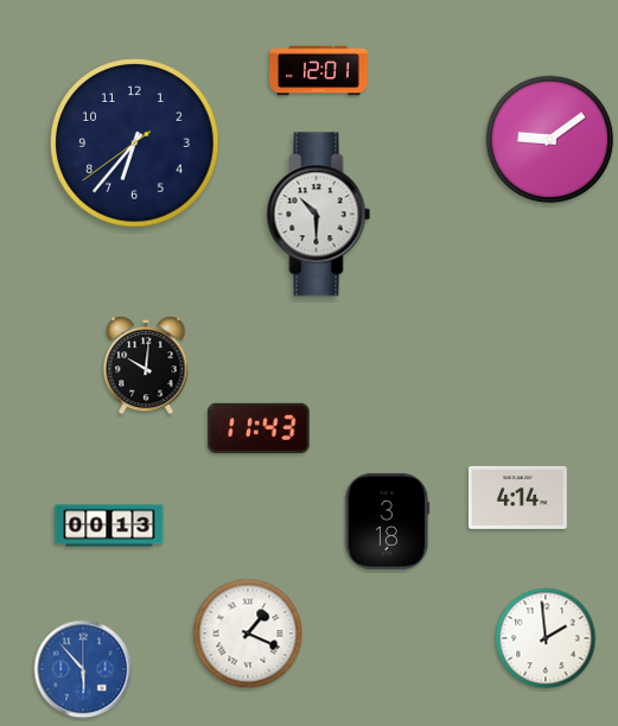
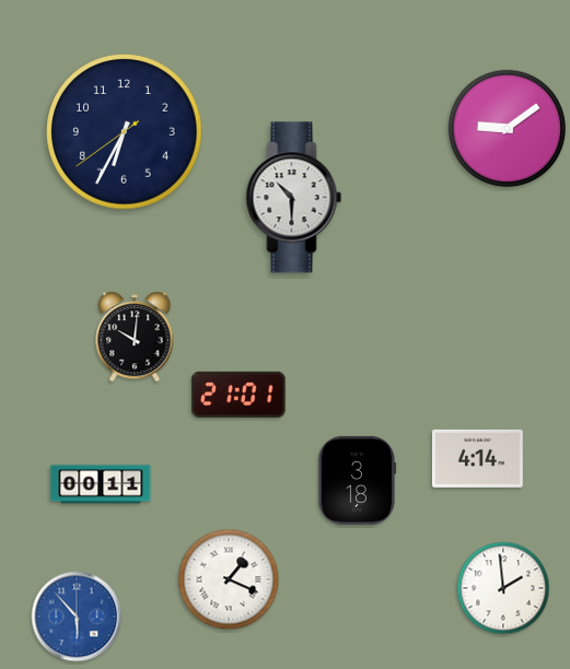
clock at (319, 71): 12:01 -> none
clock at (135, 144): 6:36 -> 6:34
clock at (259, 428): 11:43 -> 21:01
clock at (109, 526): 00:13 -> 00:11
clock at (248, 633) position: (248, 633) -> (229, 579)
